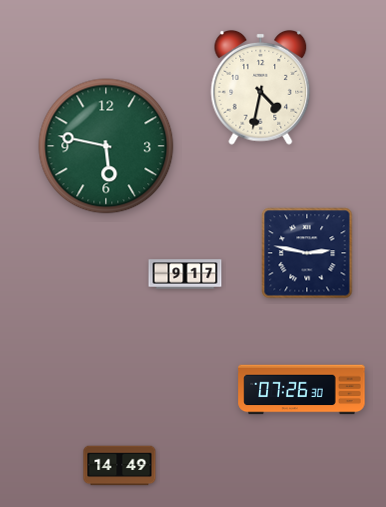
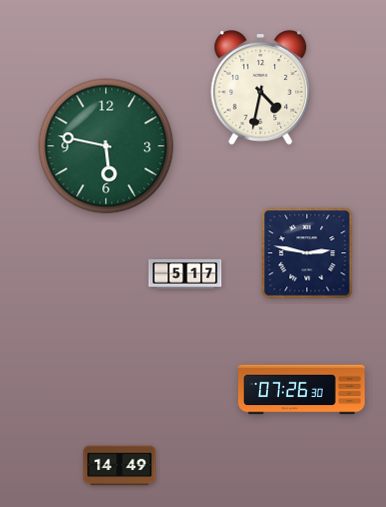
clock at (185, 274): 9:17 -> 5:17
